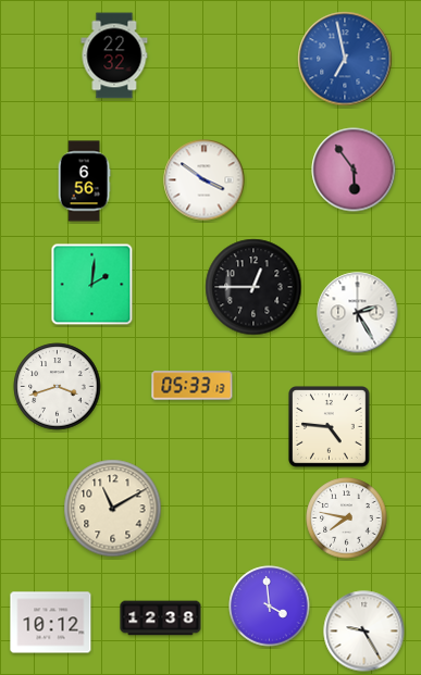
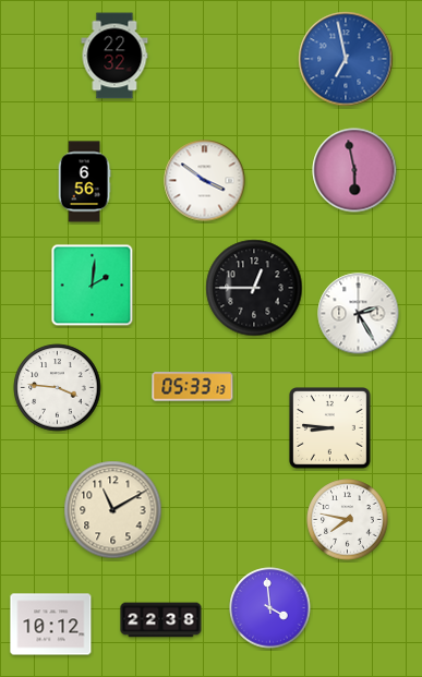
clock at (354, 170): 5:54 -> 5:58
clock at (58, 387): 3:42 -> 3:46
clock at (330, 427): 4:46 -> 8:46
clock at (161, 618): 12:38 -> 22:38
clock at (364, 632): 9:25 -> none
